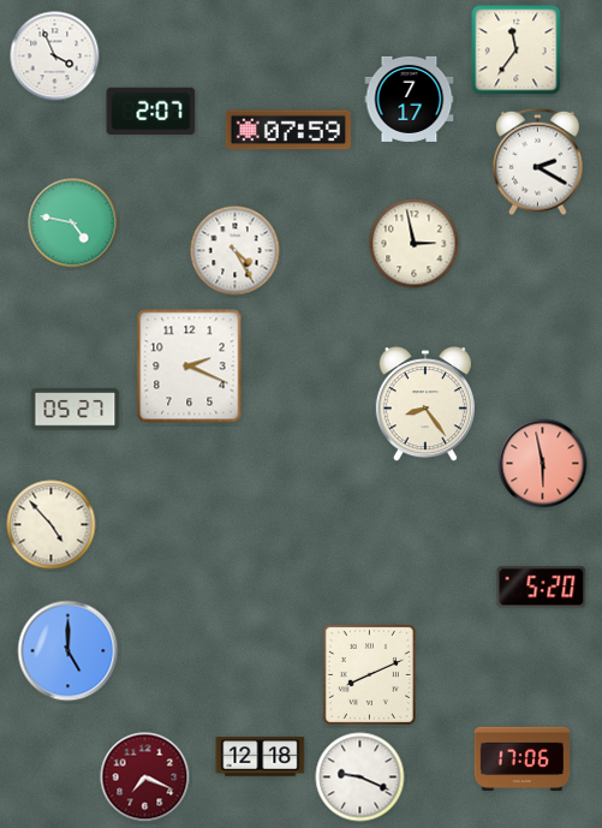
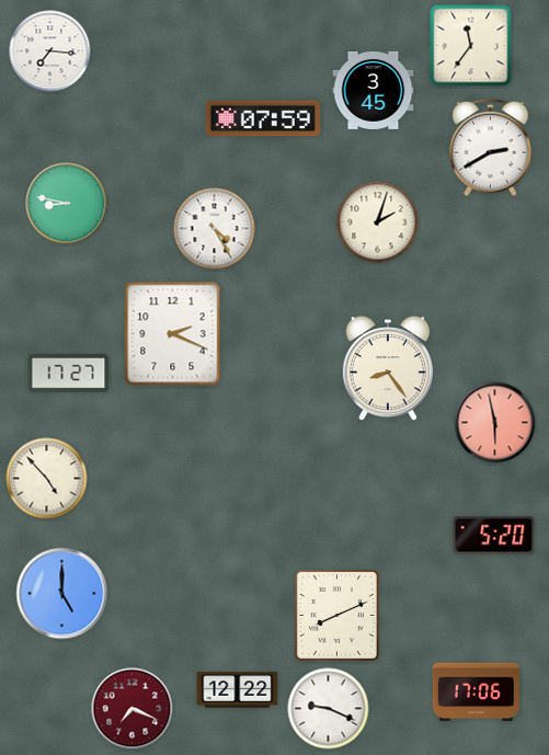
clock at (55, 56): 3:56 -> 7:16
clock at (410, 99): 7:17 -> 3:45
clock at (151, 112): 2:07 -> none
clock at (538, 162): 2:20 -> 2:40
clock at (73, 224): 4:47 -> 8:47
clock at (415, 244): 2:58 -> 2:03
clock at (76, 410): 05:27 -> 17:27
clock at (261, 757): 12:18 -> 12:22
